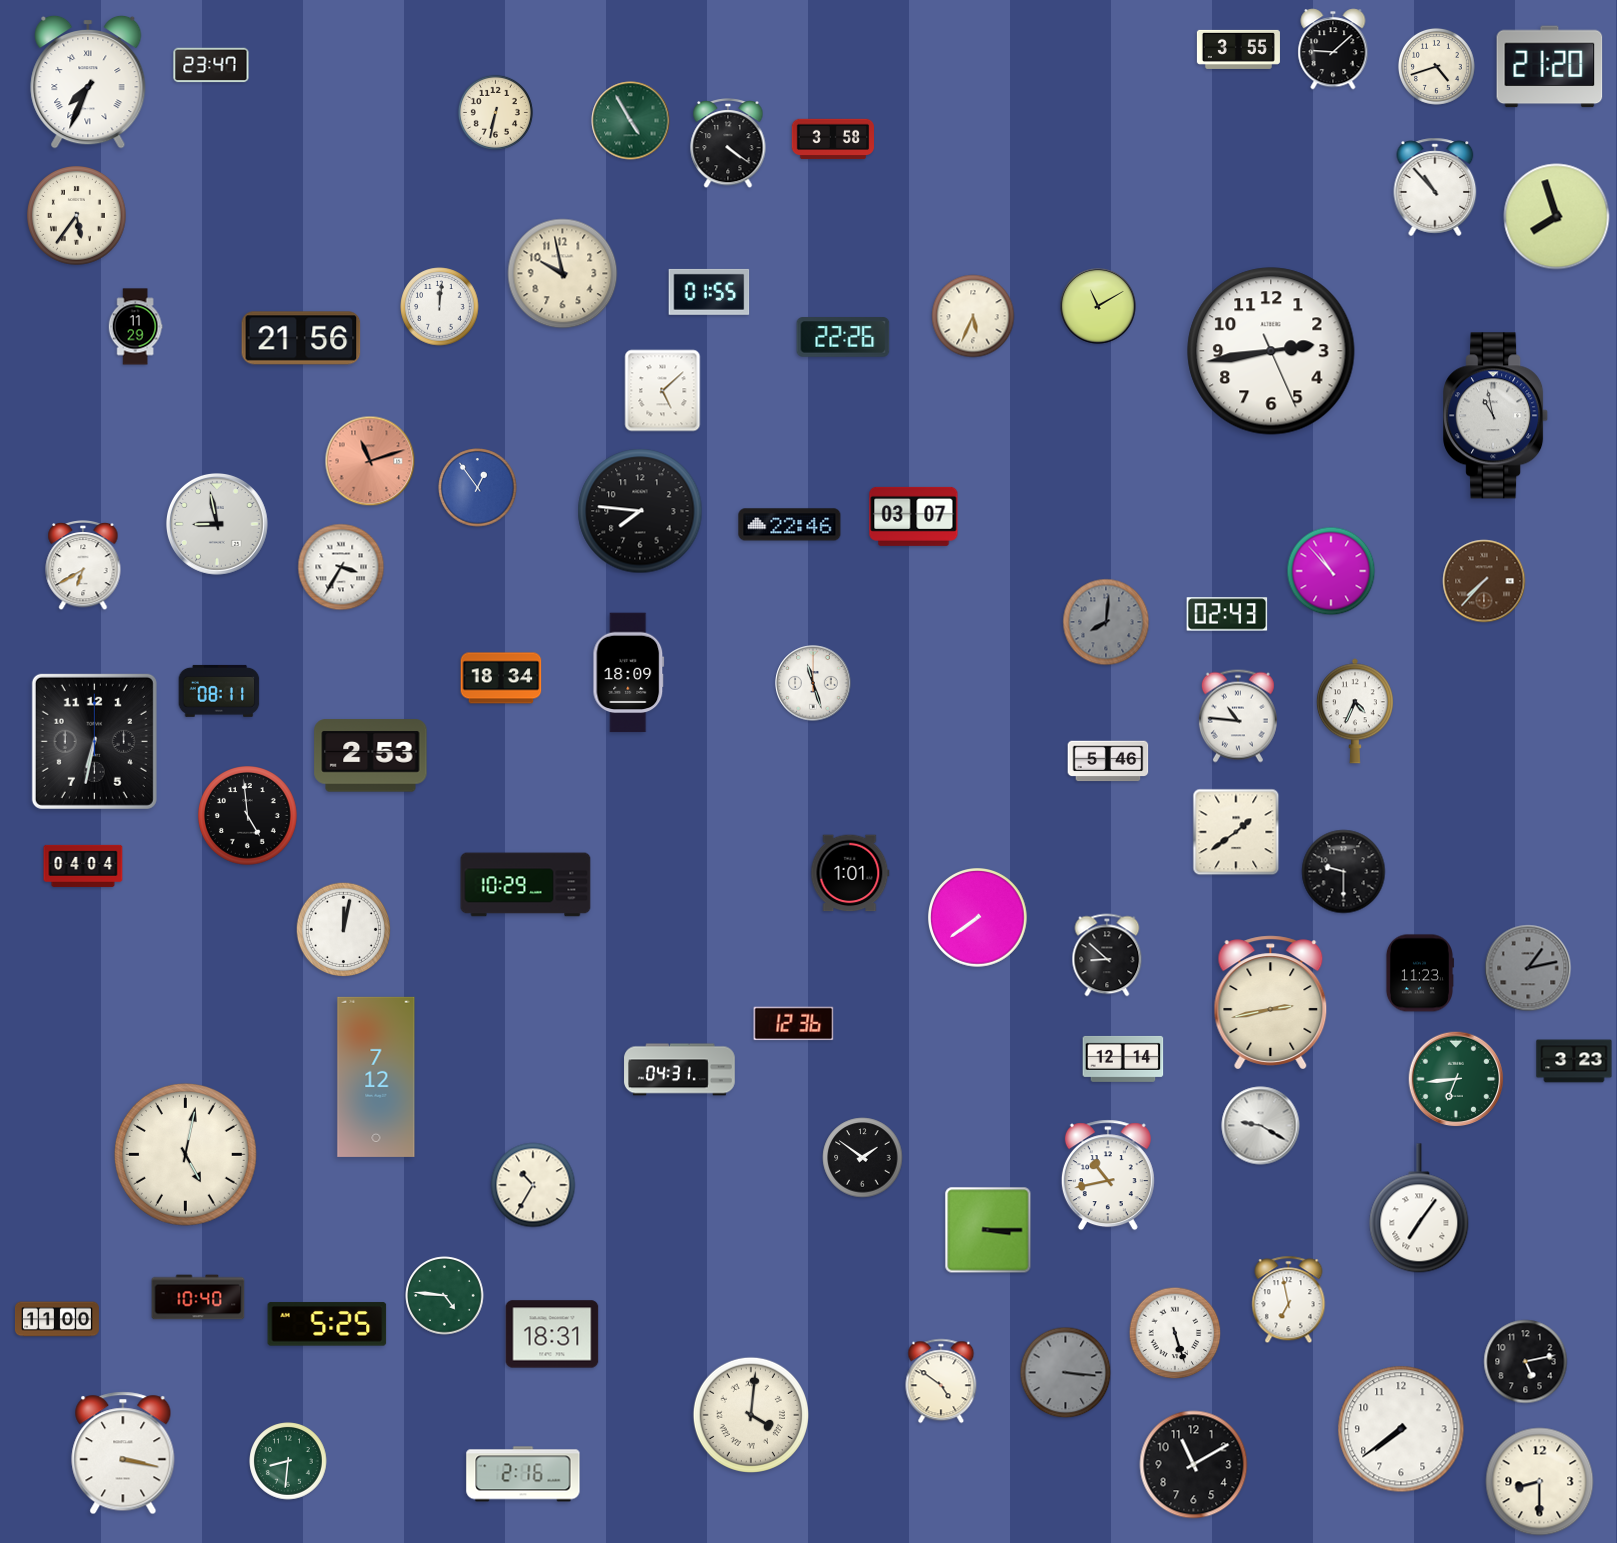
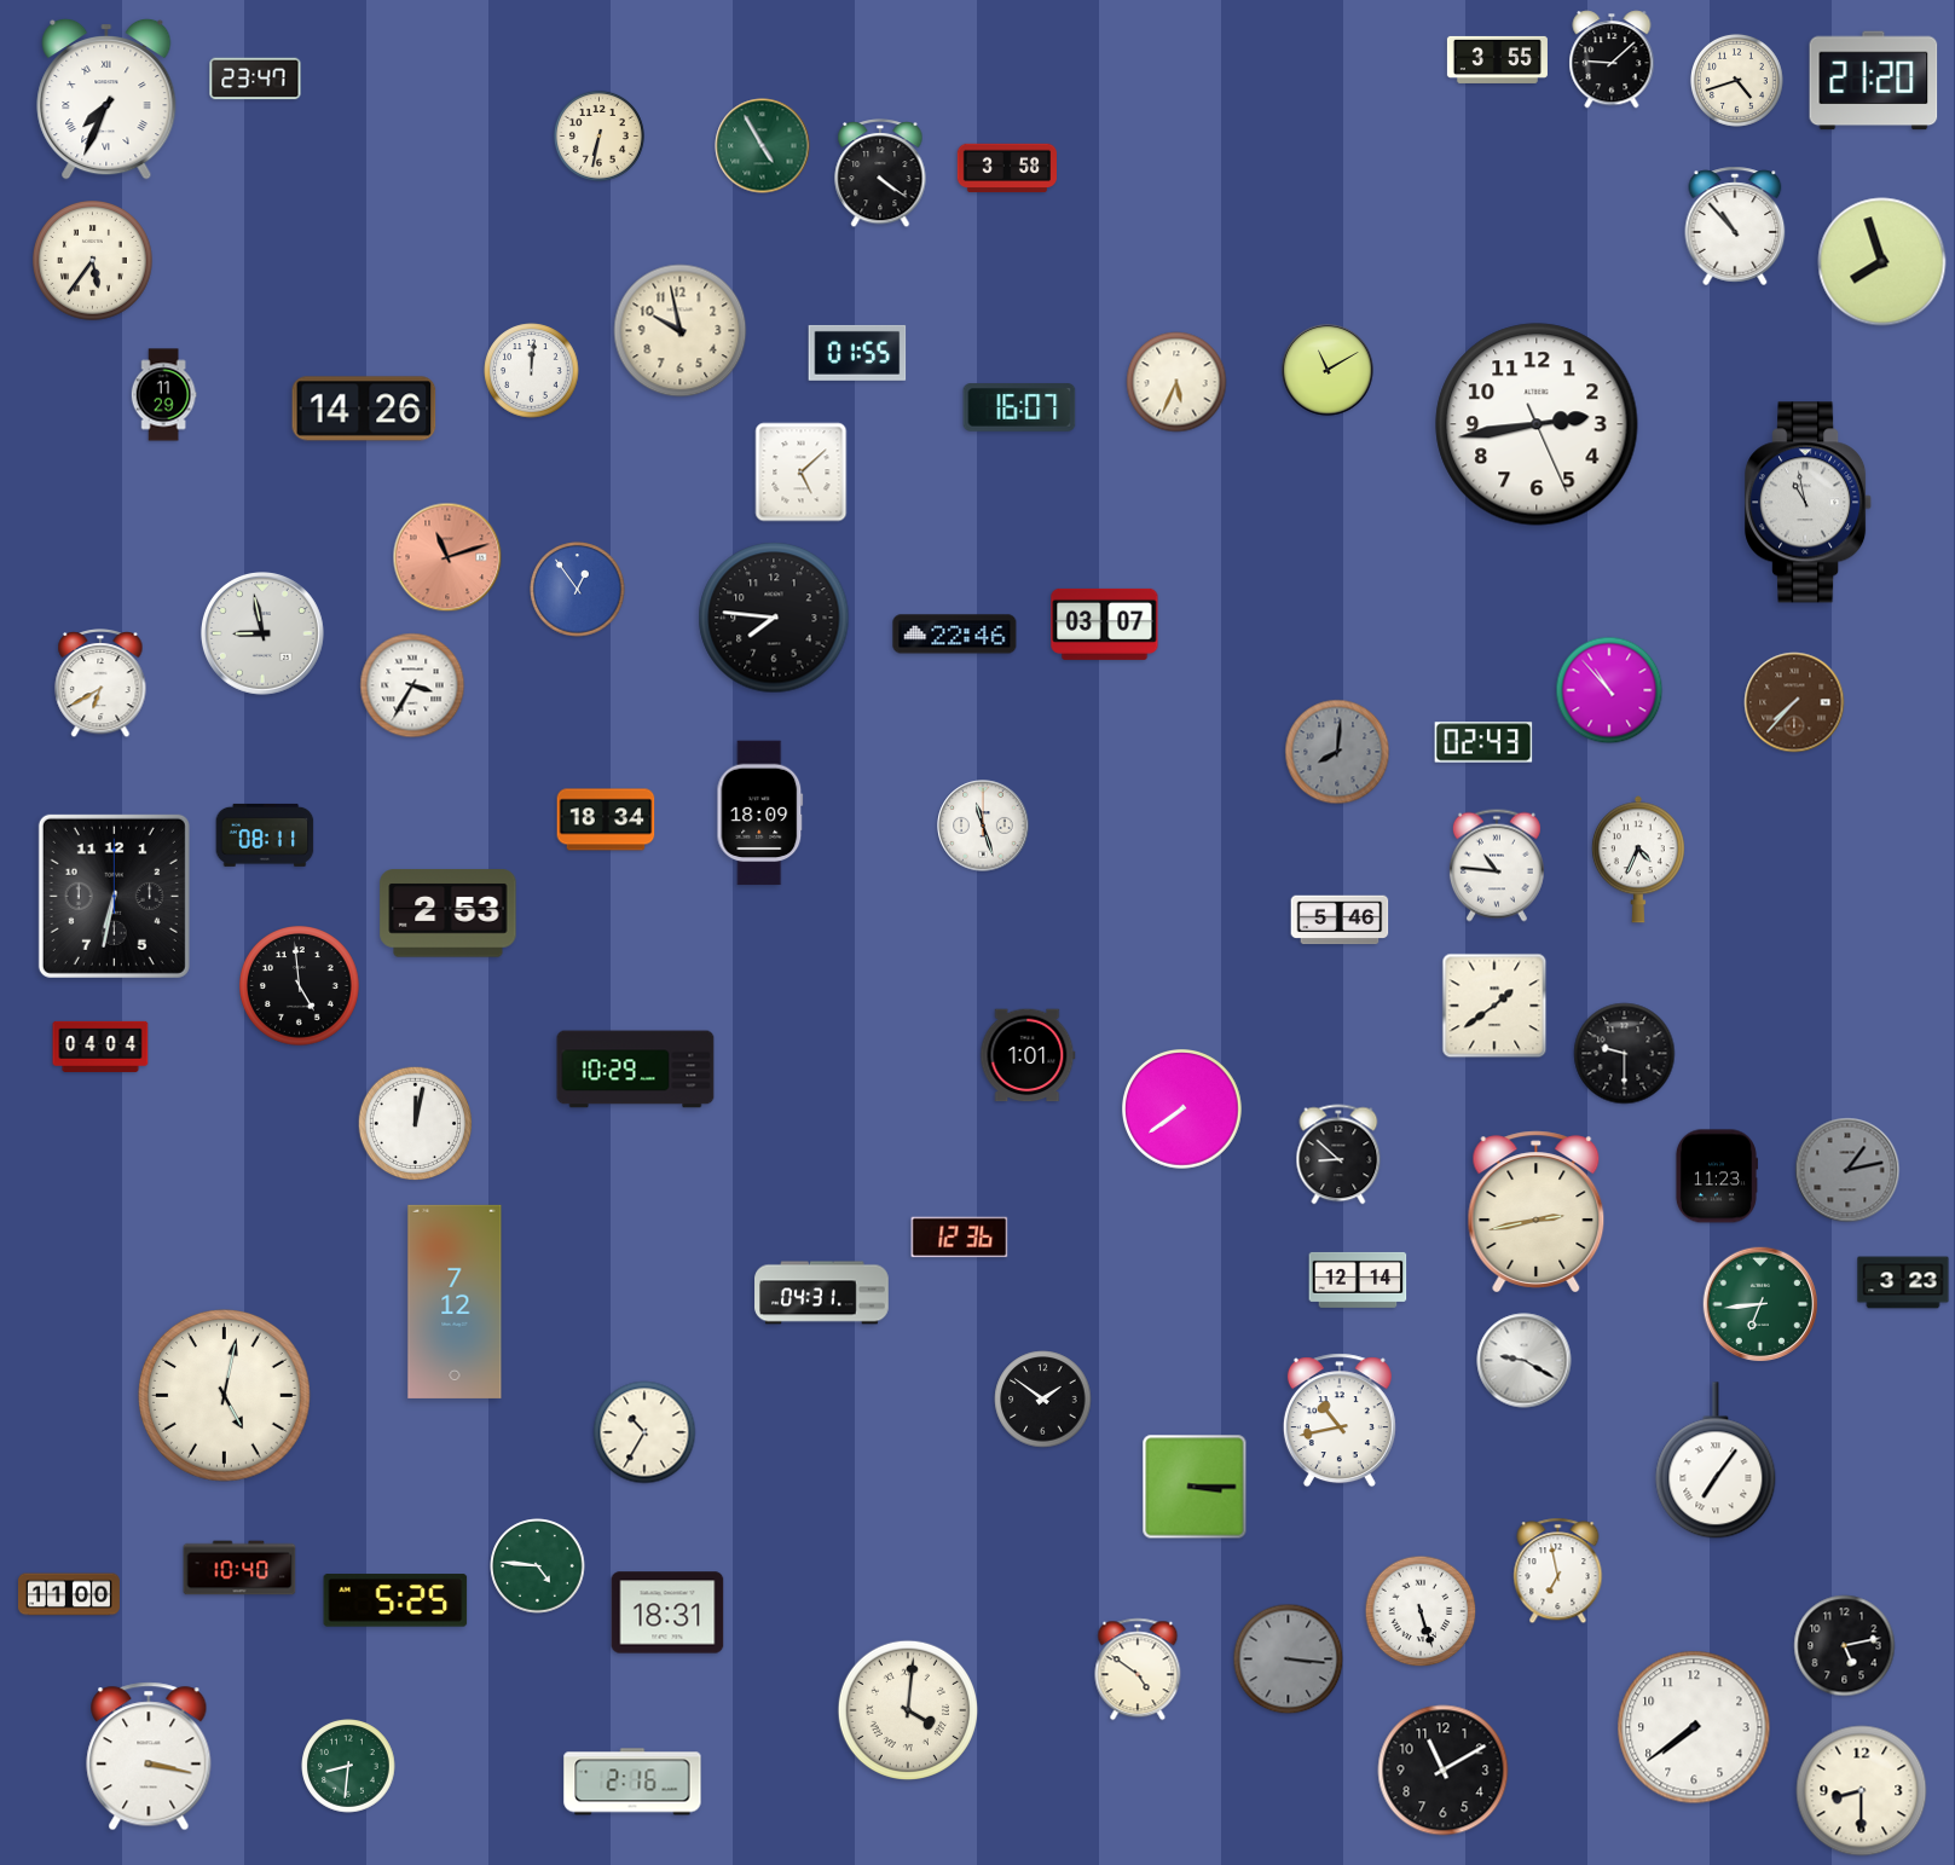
clock at (843, 337): 22:26 -> 16:07
clock at (301, 338): 21:56 -> 14:26
